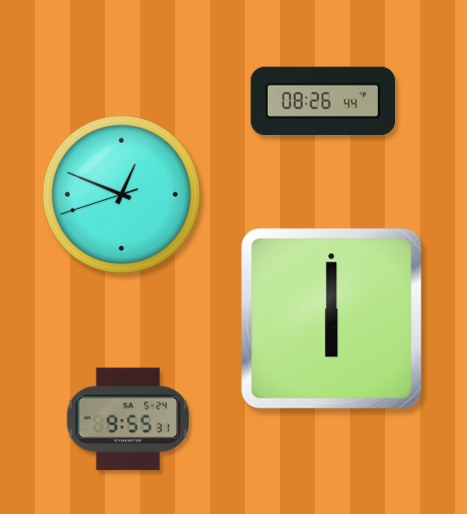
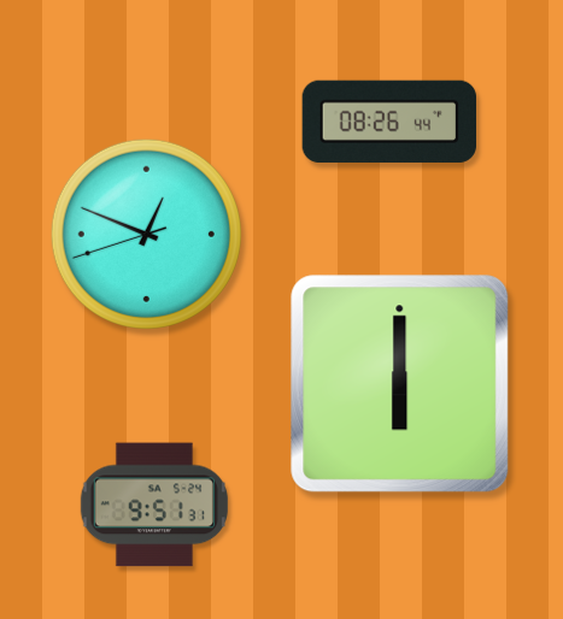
clock at (128, 419): 9:55 -> 9:51
